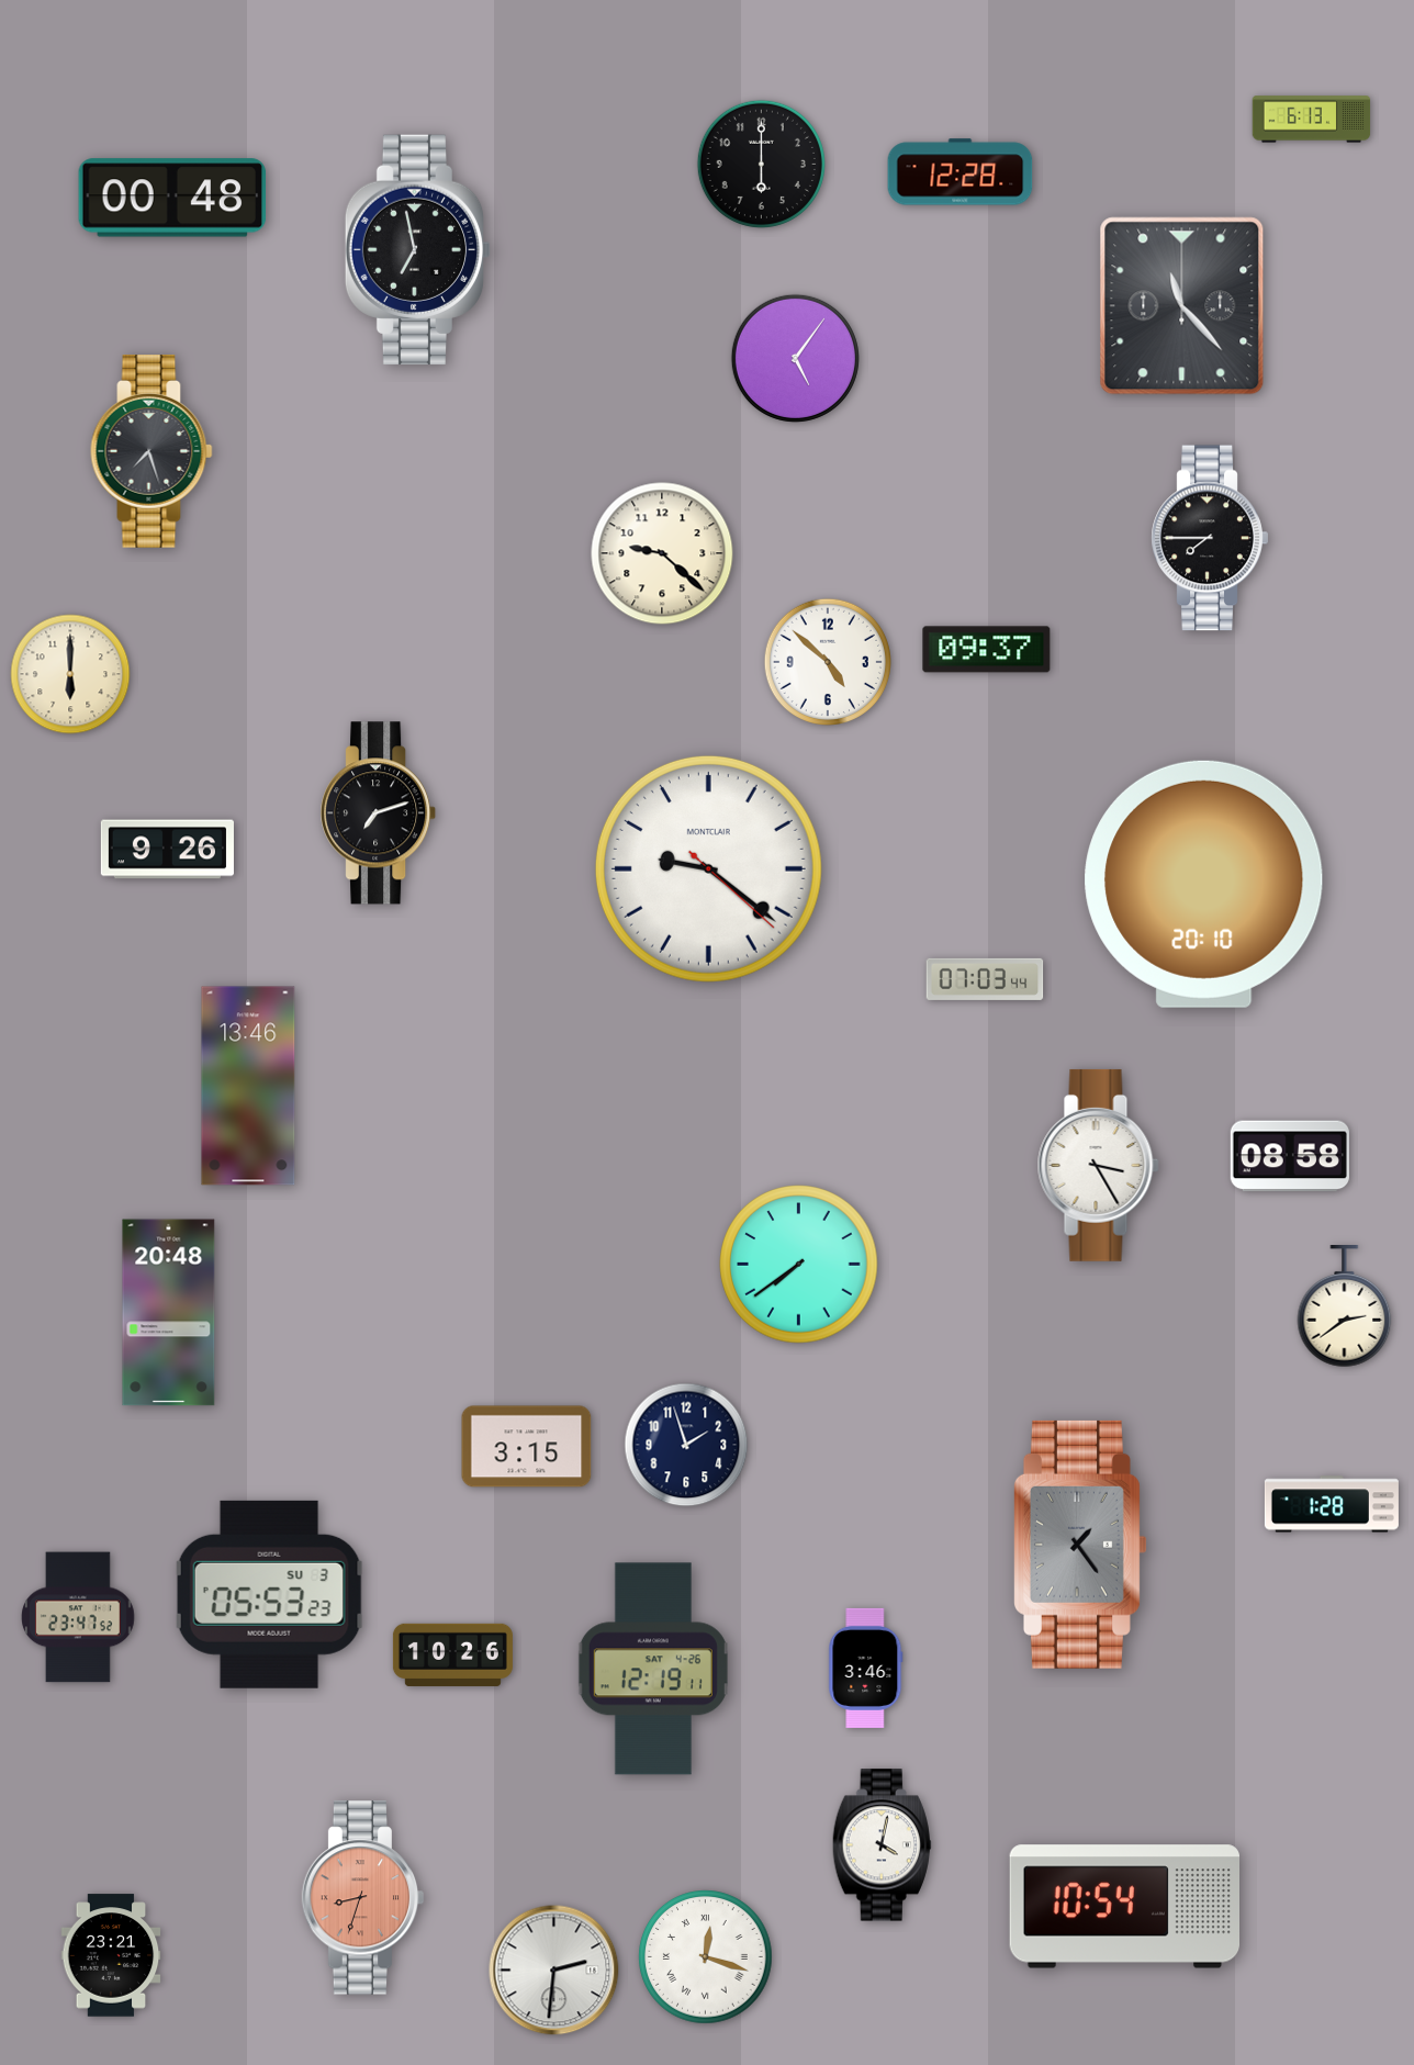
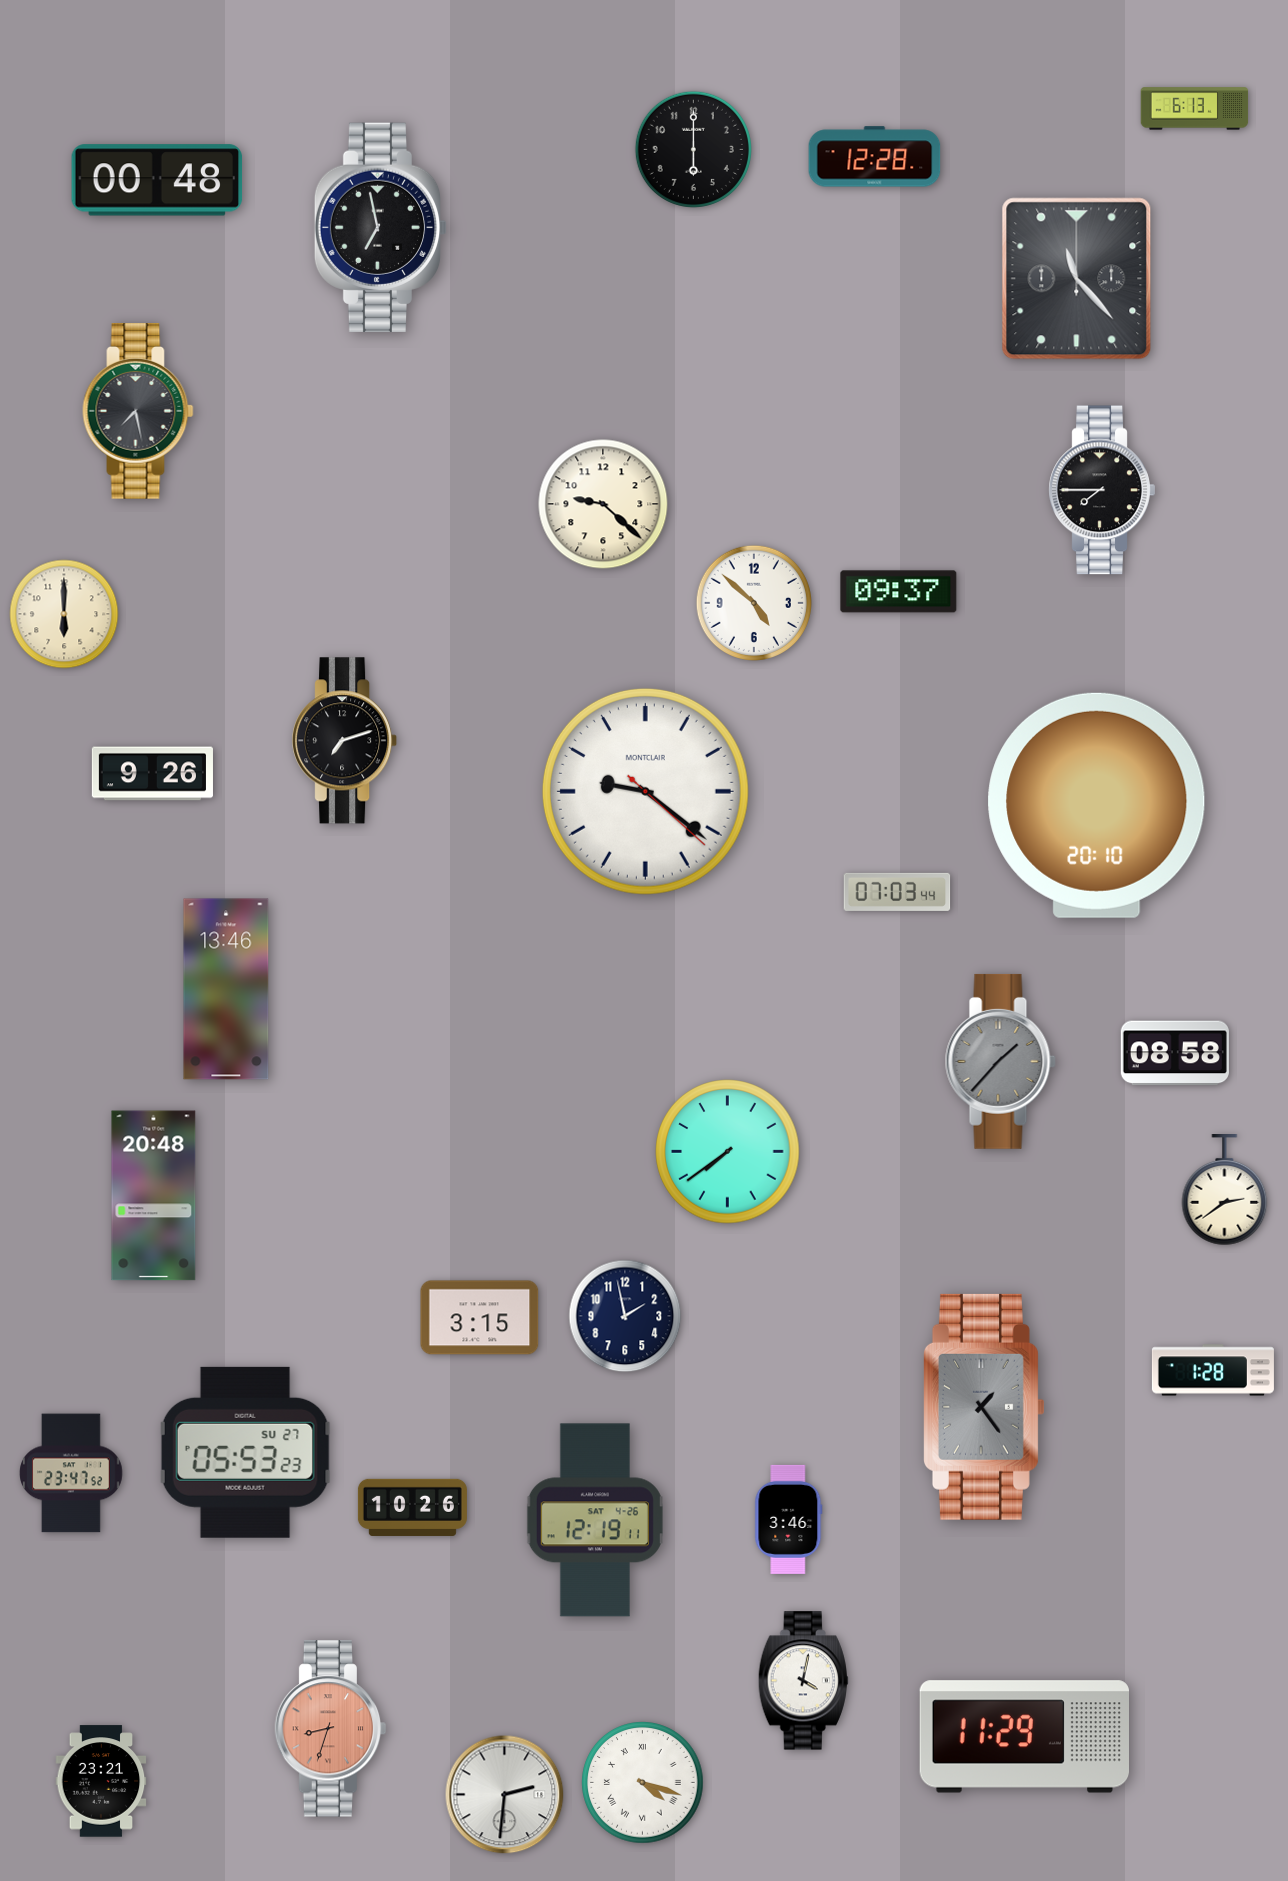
clock at (795, 358): 5:06 -> none
clock at (151, 452): 7:27 -> 7:28
clock at (1098, 1165): 3:25 -> 1:37
clock at (1098, 1165) dial: white -> grey
clock at (686, 1445): 1:57 -> 1:58
clock at (269, 1594) date: SU 3 -> SU 27
clock at (1124, 1907): 10:54 -> 11:29
clock at (706, 1957): 12:18 -> 4:18
